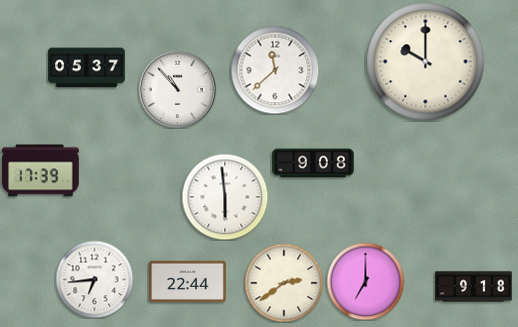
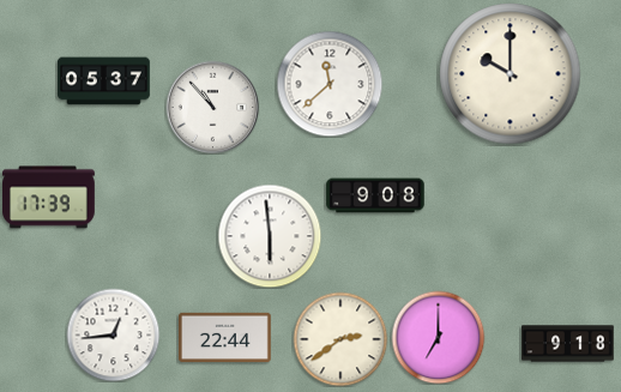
clock at (41, 171) position: (41, 171) -> (49, 198)
clock at (94, 279): 6:44 -> 12:44
